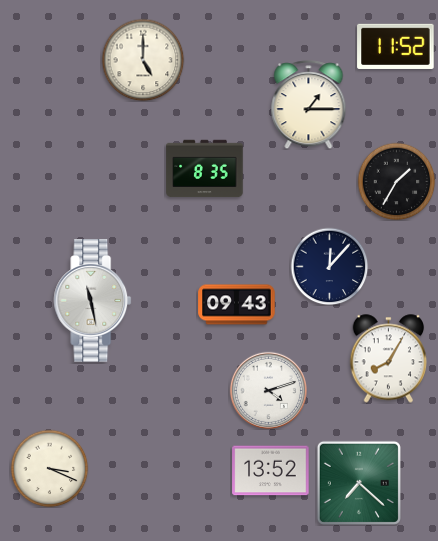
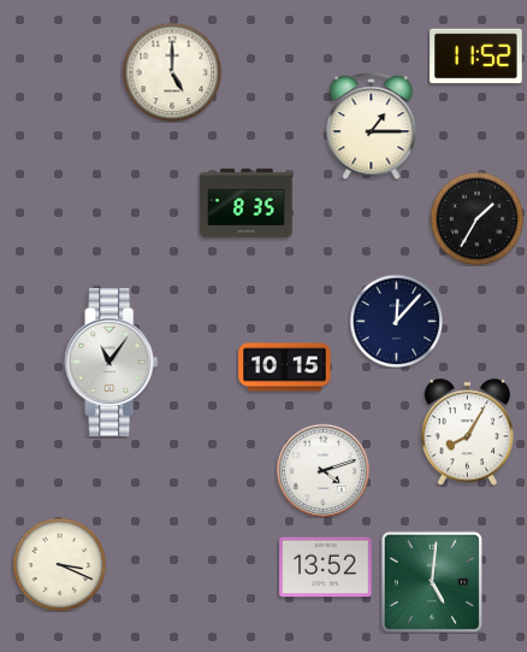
clock at (93, 301): 11:28 -> 11:06
clock at (237, 305): 09:43 -> 10:15
clock at (359, 483): 7:22 -> 5:01
